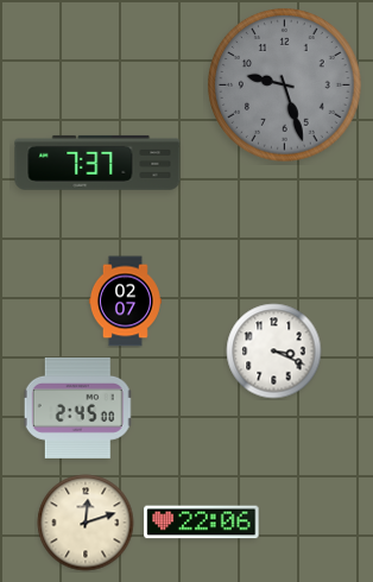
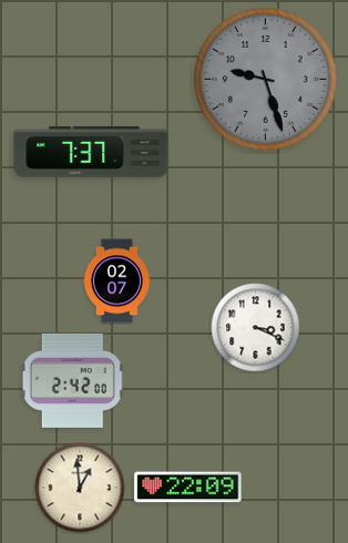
clock at (78, 407): 2:45 -> 2:42
clock at (86, 523): 12:12 -> 12:59
clock at (202, 523): 22:06 -> 22:09
